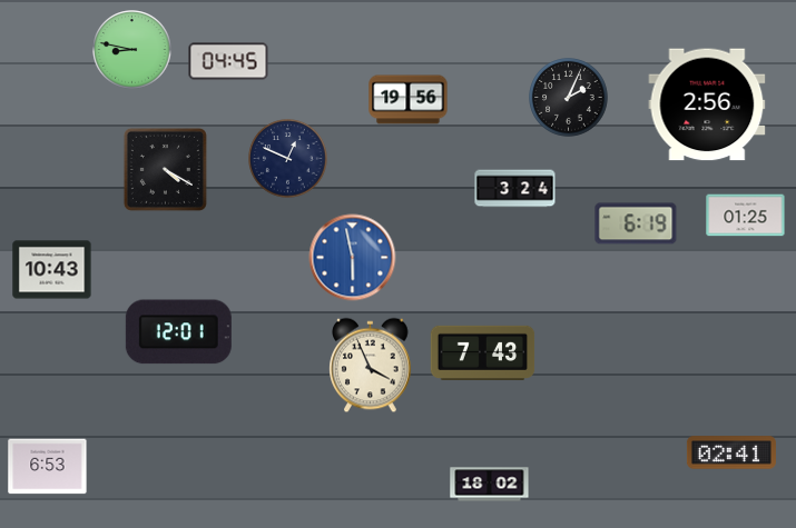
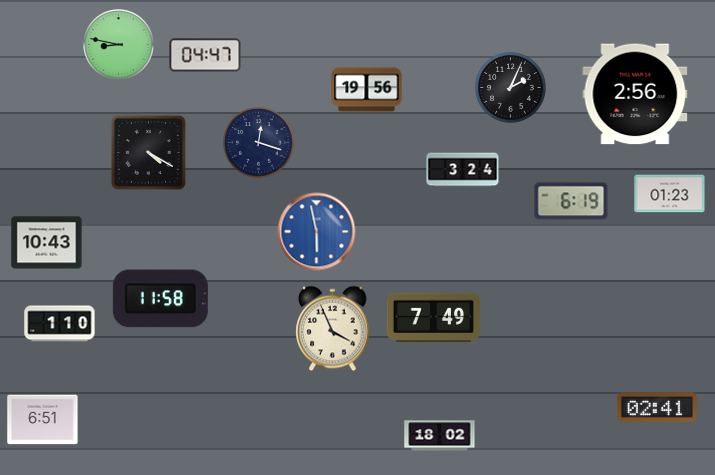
clock at (228, 61): 04:45 -> 04:47
clock at (288, 159): 12:49 -> 12:18
clock at (746, 216): 01:25 -> 01:23
clock at (178, 332): 12:01 -> 11:58
clock at (483, 352): 7:43 -> 7:49
clock at (60, 324): none -> 1:10
clock at (48, 467): 6:53 -> 6:51
